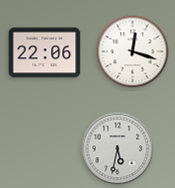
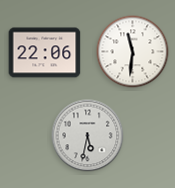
clock at (133, 52): 12:18 -> 11:31
clock at (118, 149) position: (118, 149) -> (88, 136)
